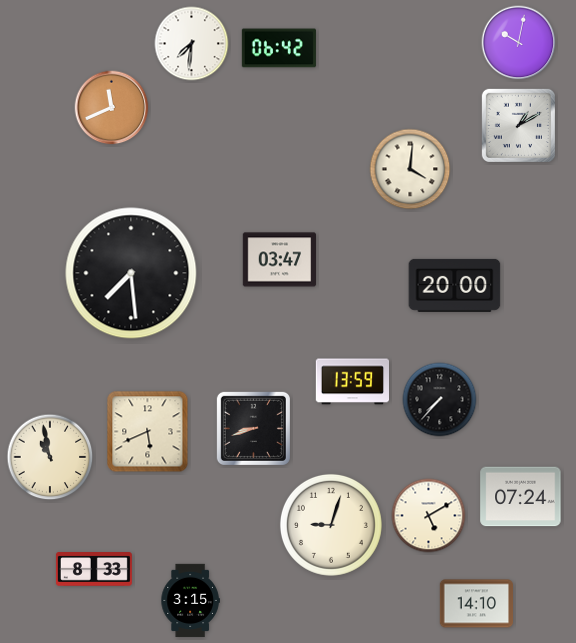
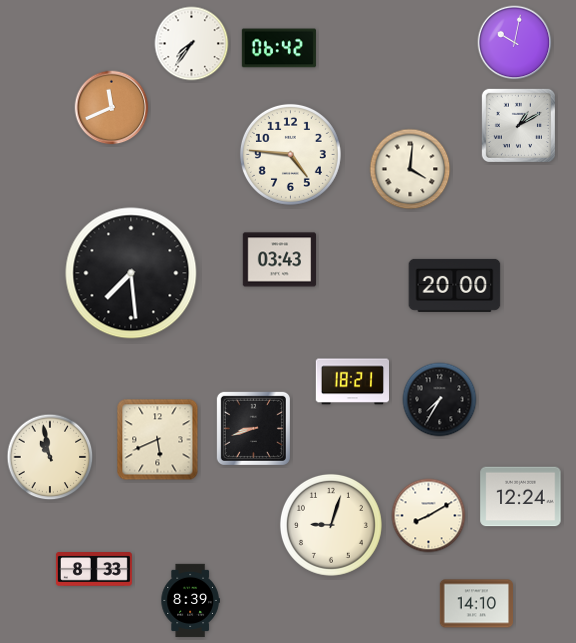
clock at (519, 43) position: (519, 43) -> (515, 43)
clock at (192, 44): 7:31 -> 7:36
clock at (290, 154): none -> 4:46
clock at (280, 260): 03:47 -> 03:43
clock at (352, 382): 13:59 -> 18:21
clock at (440, 400): 7:37 -> 7:35
clock at (148, 432) position: (148, 432) -> (158, 440)
clock at (521, 497): 07:24 -> 12:24
clock at (429, 516): 5:10 -> 8:10
clock at (190, 601): 3:15 -> 8:39
